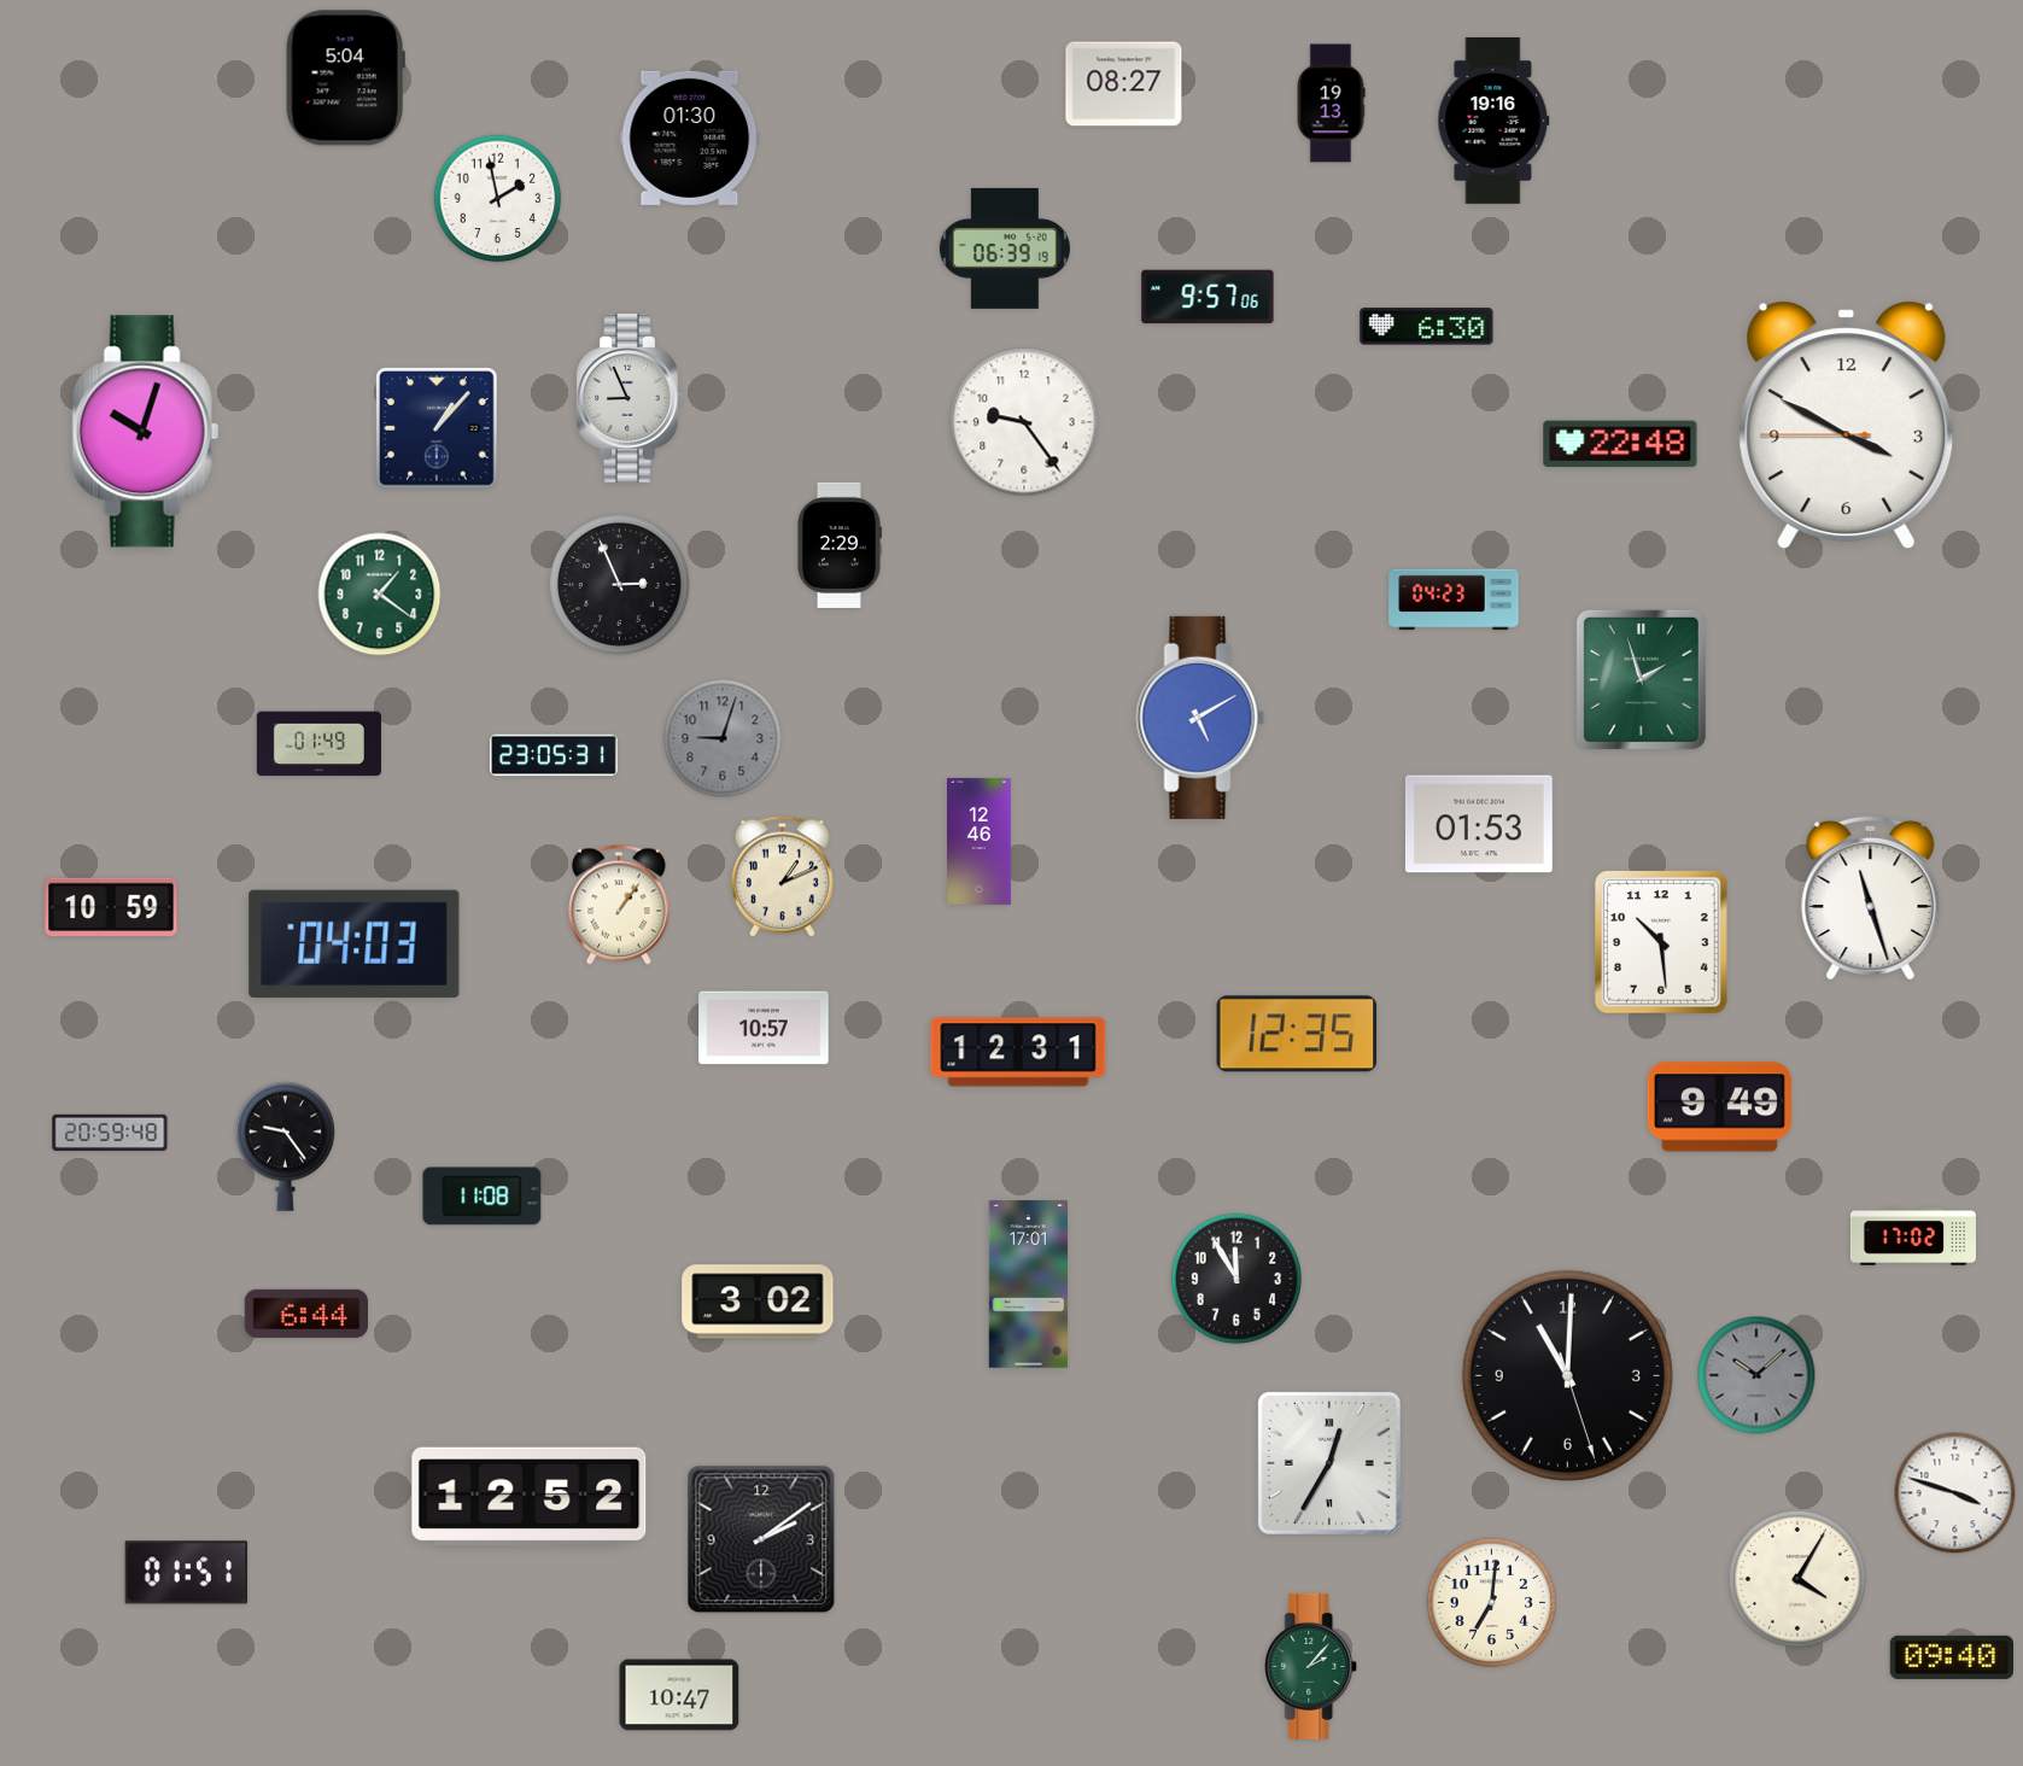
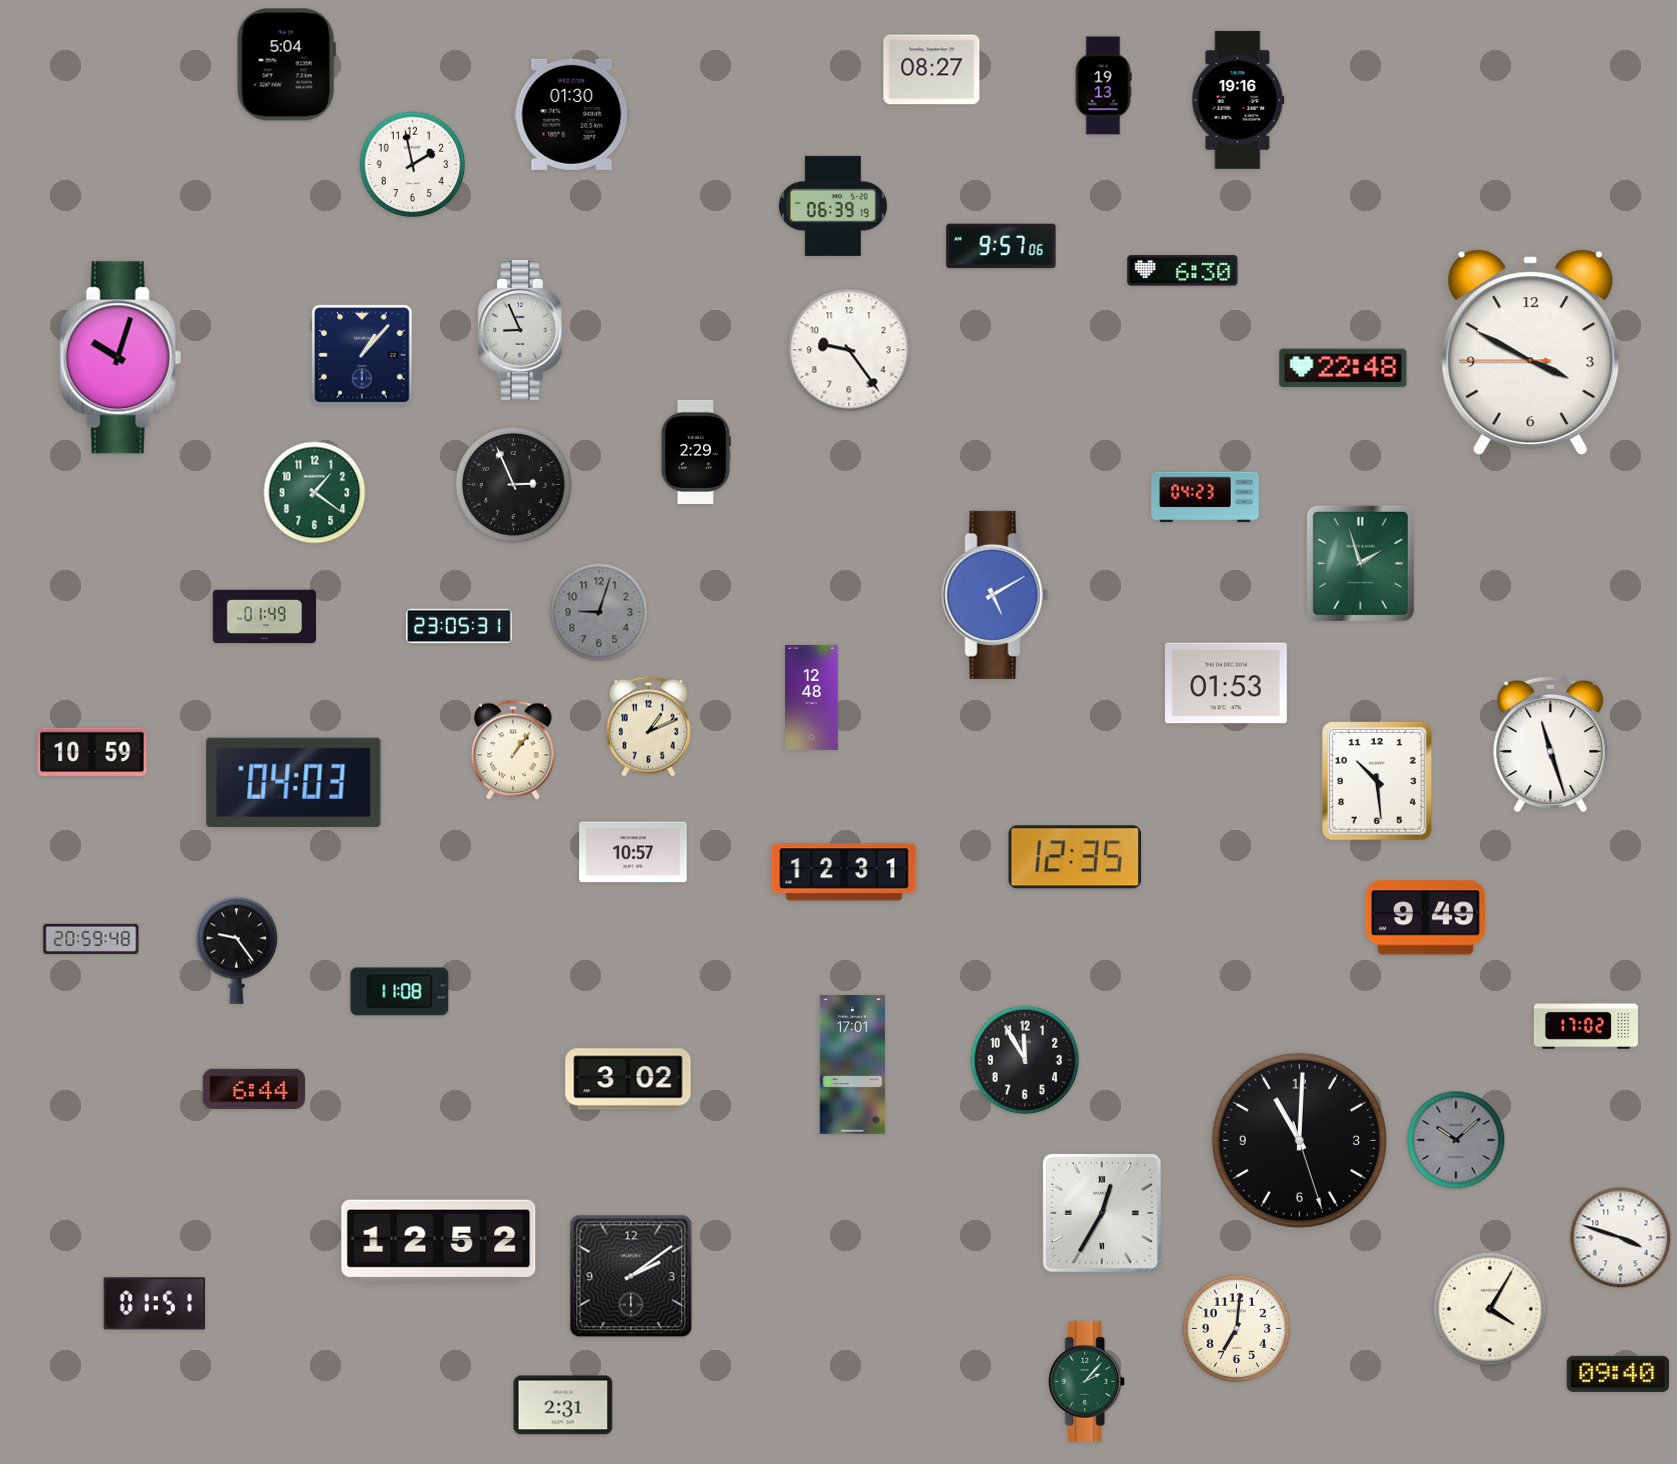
clock at (980, 841): 12:46 -> 12:48
clock at (679, 1695): 10:47 -> 2:31
